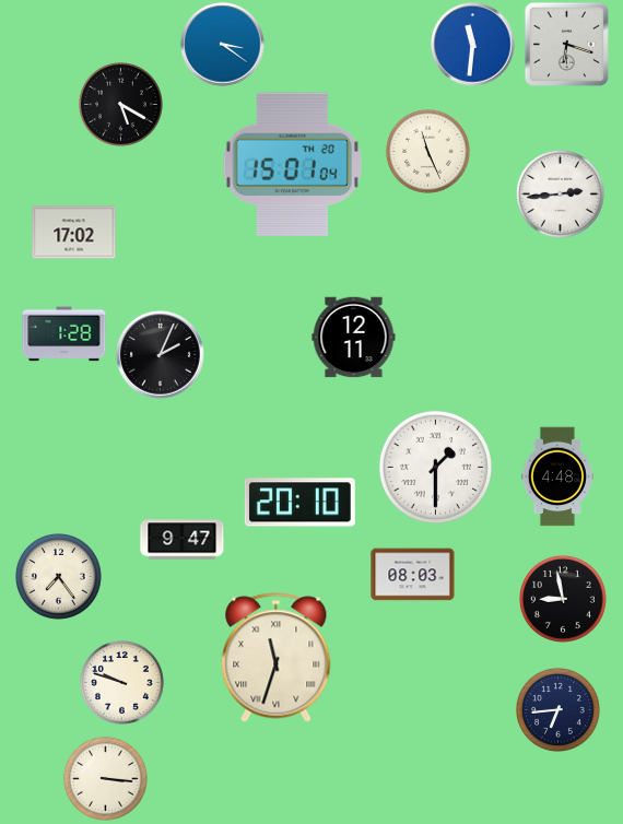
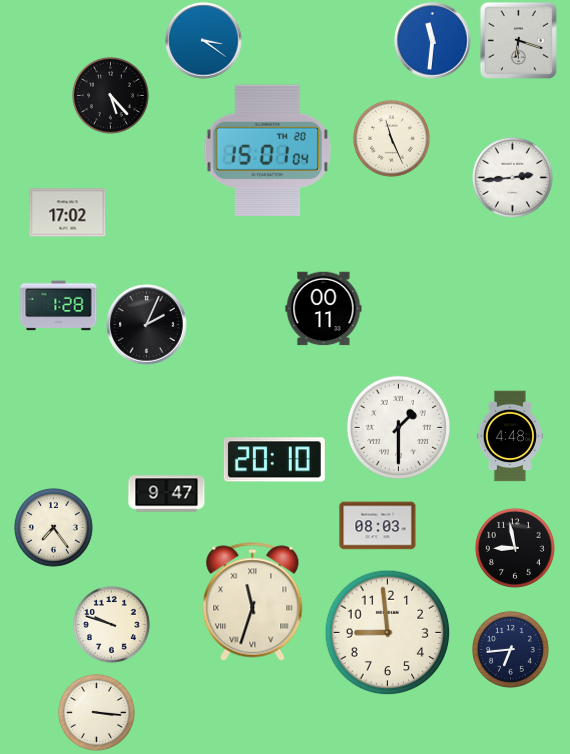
clock at (121, 105): 5:20 -> 5:23
clock at (354, 338): 12:11 -> 00:11
clock at (388, 633): none -> 8:59
